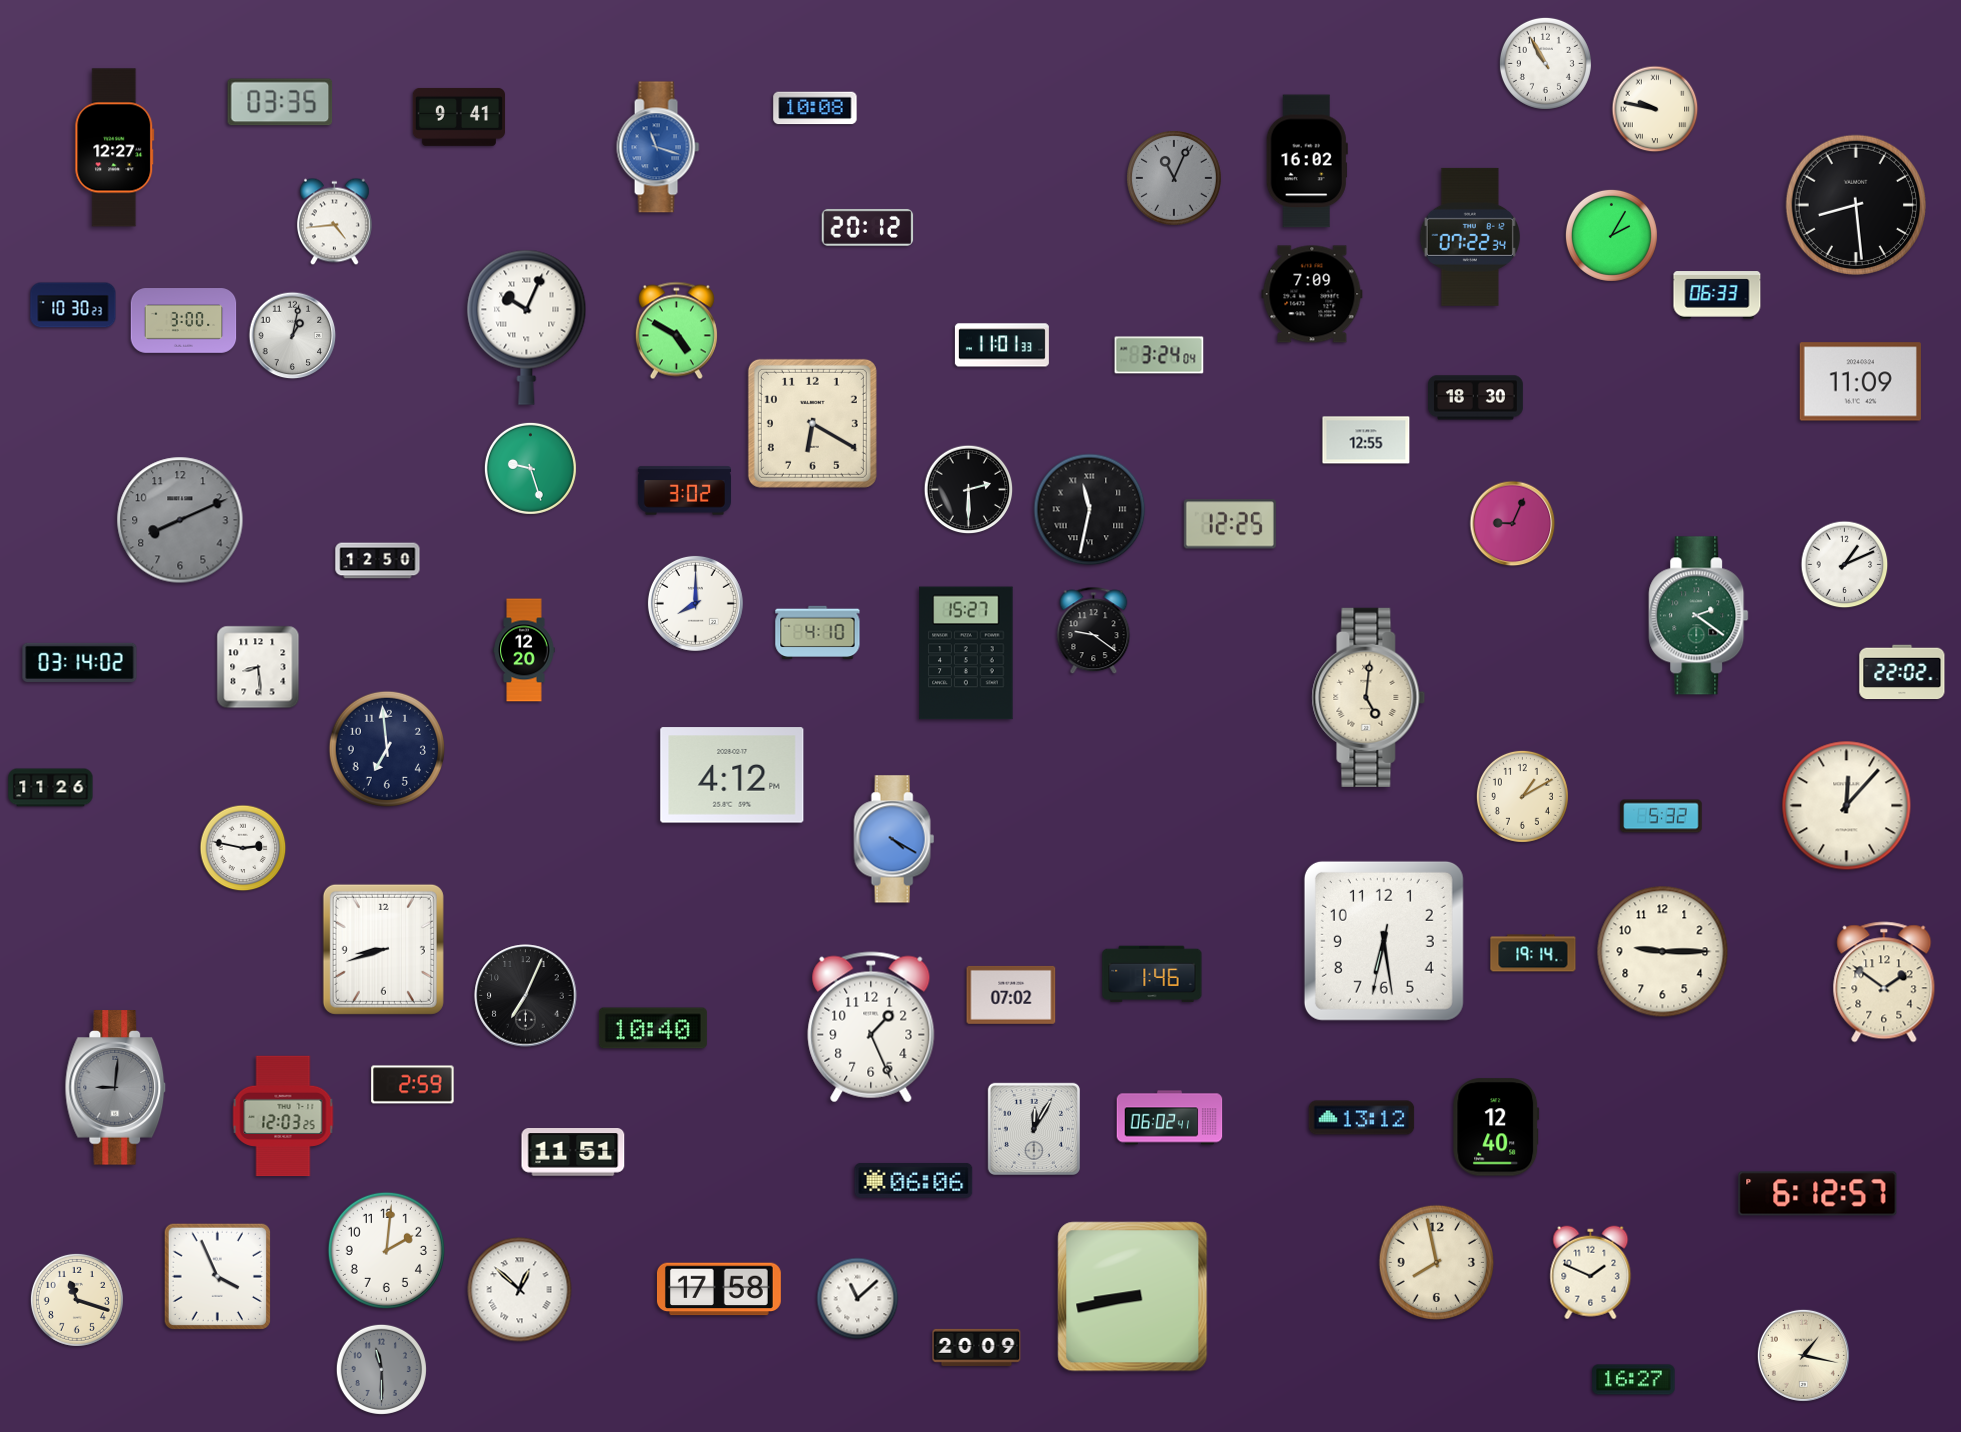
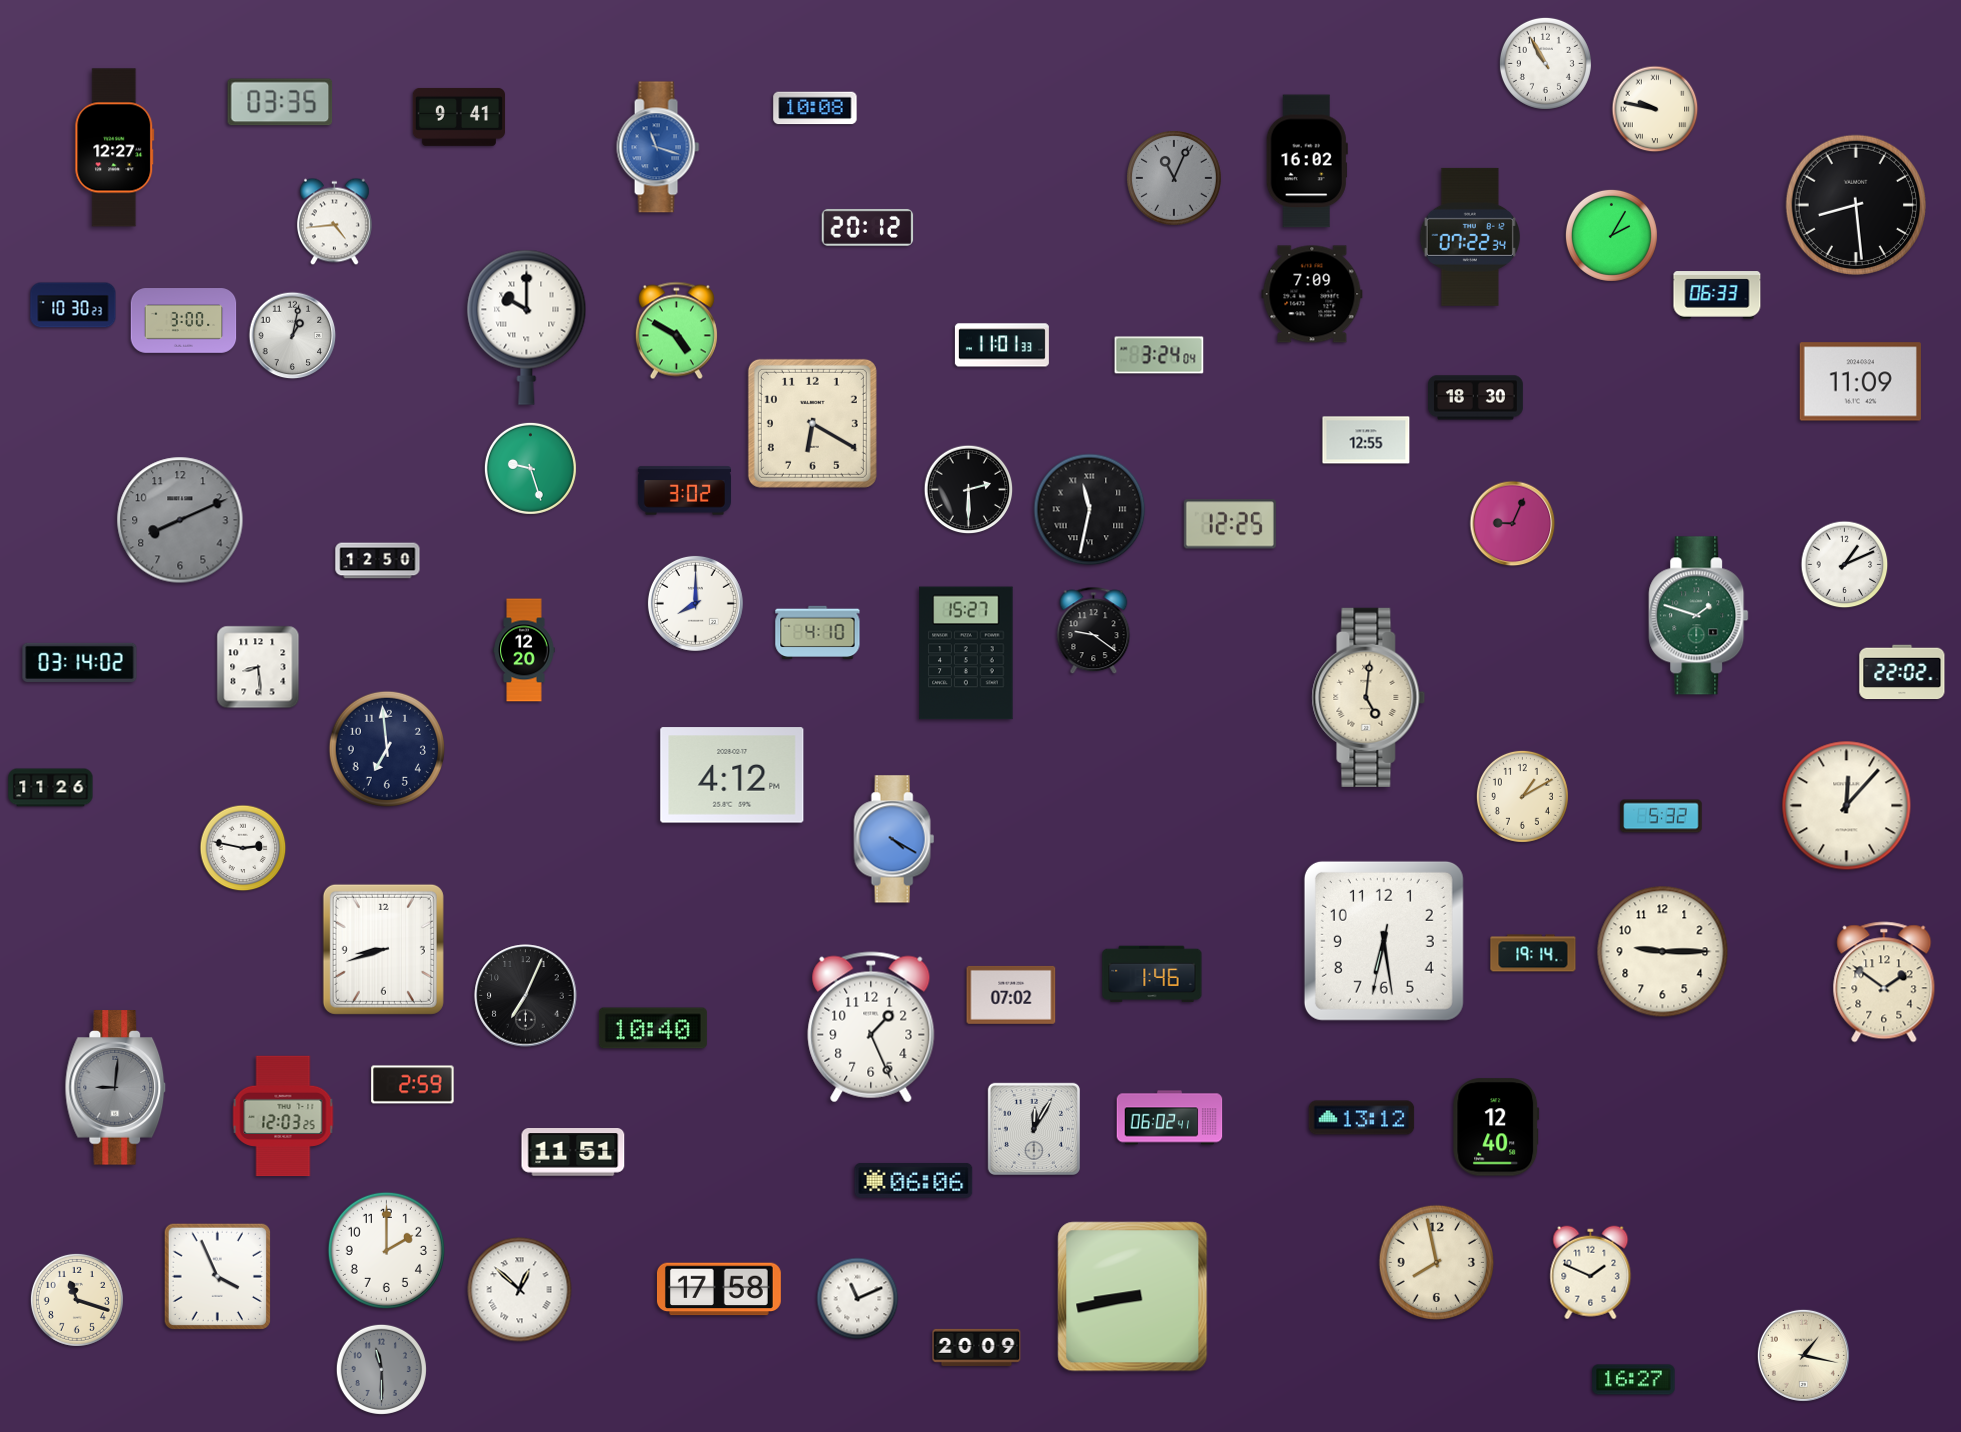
clock at (527, 327): 10:04 -> 10:00
clock at (1699, 616): 2:21 -> 1:48
clock at (1818, 1194): 6:12 -> none
clock at (386, 1250): 2:01 -> 2:00
clock at (858, 1299): 11:08 -> 11:11
